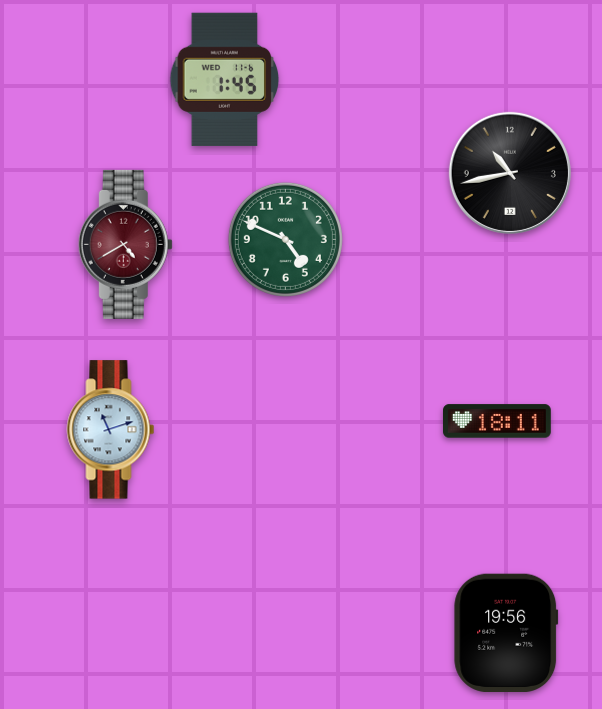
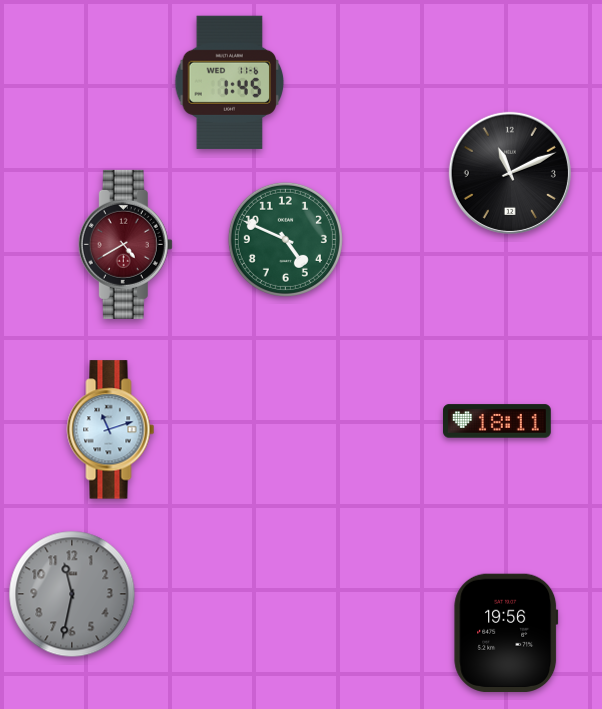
clock at (225, 79) position: (225, 79) -> (230, 82)
clock at (510, 173): 10:43 -> 11:11
clock at (72, 594): none -> 11:32
